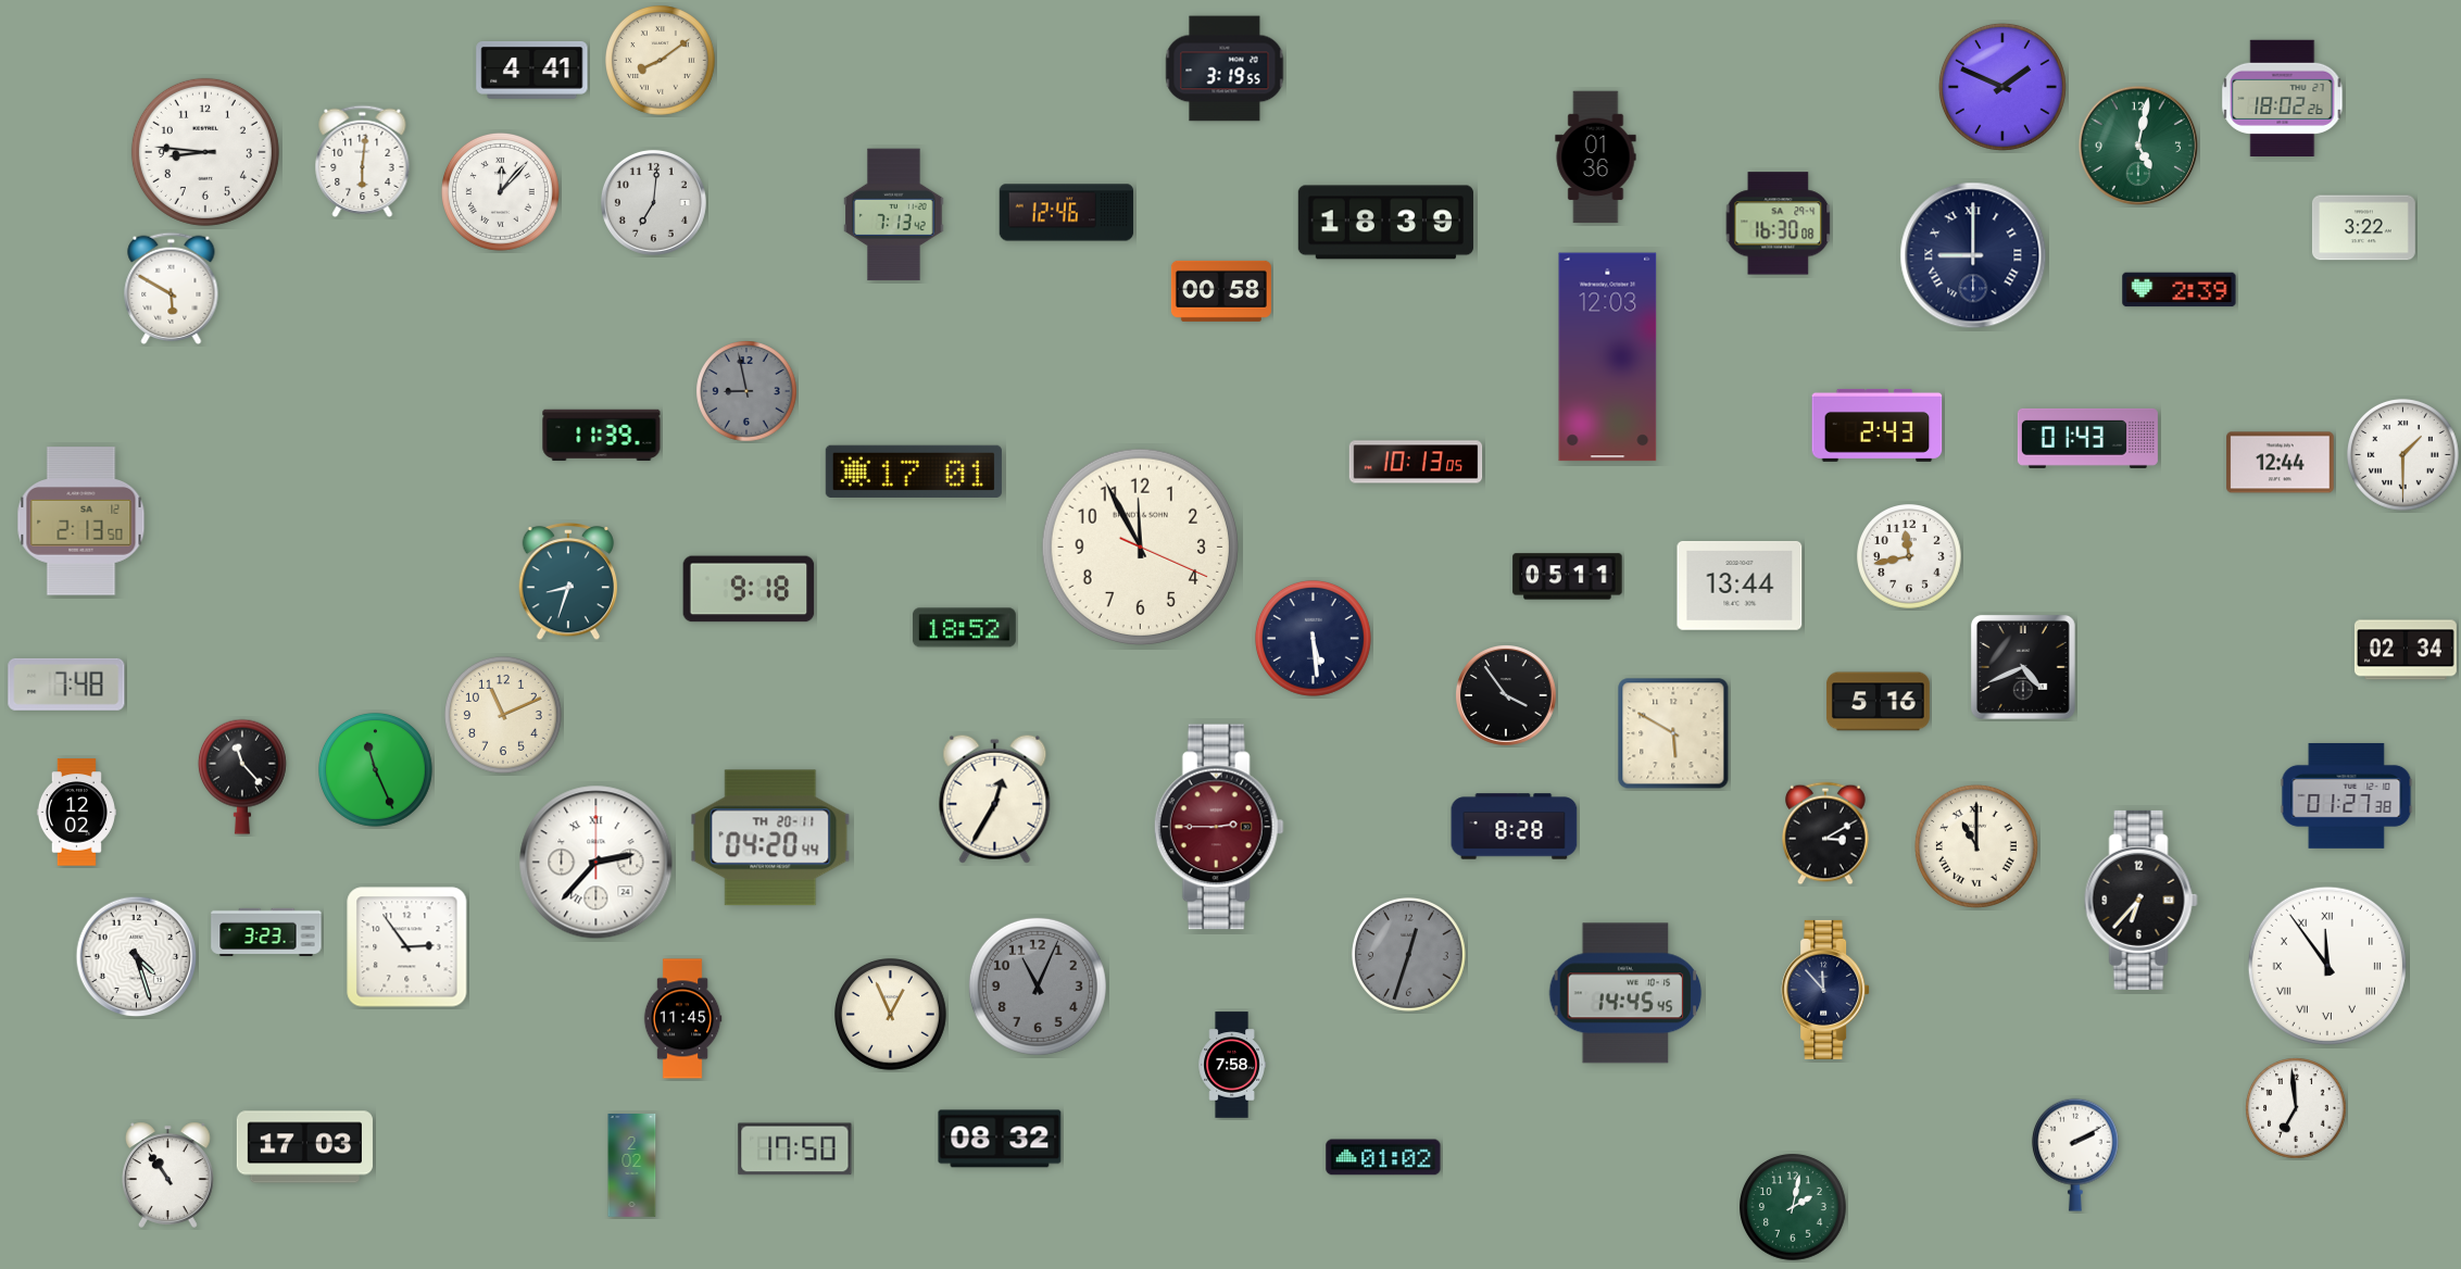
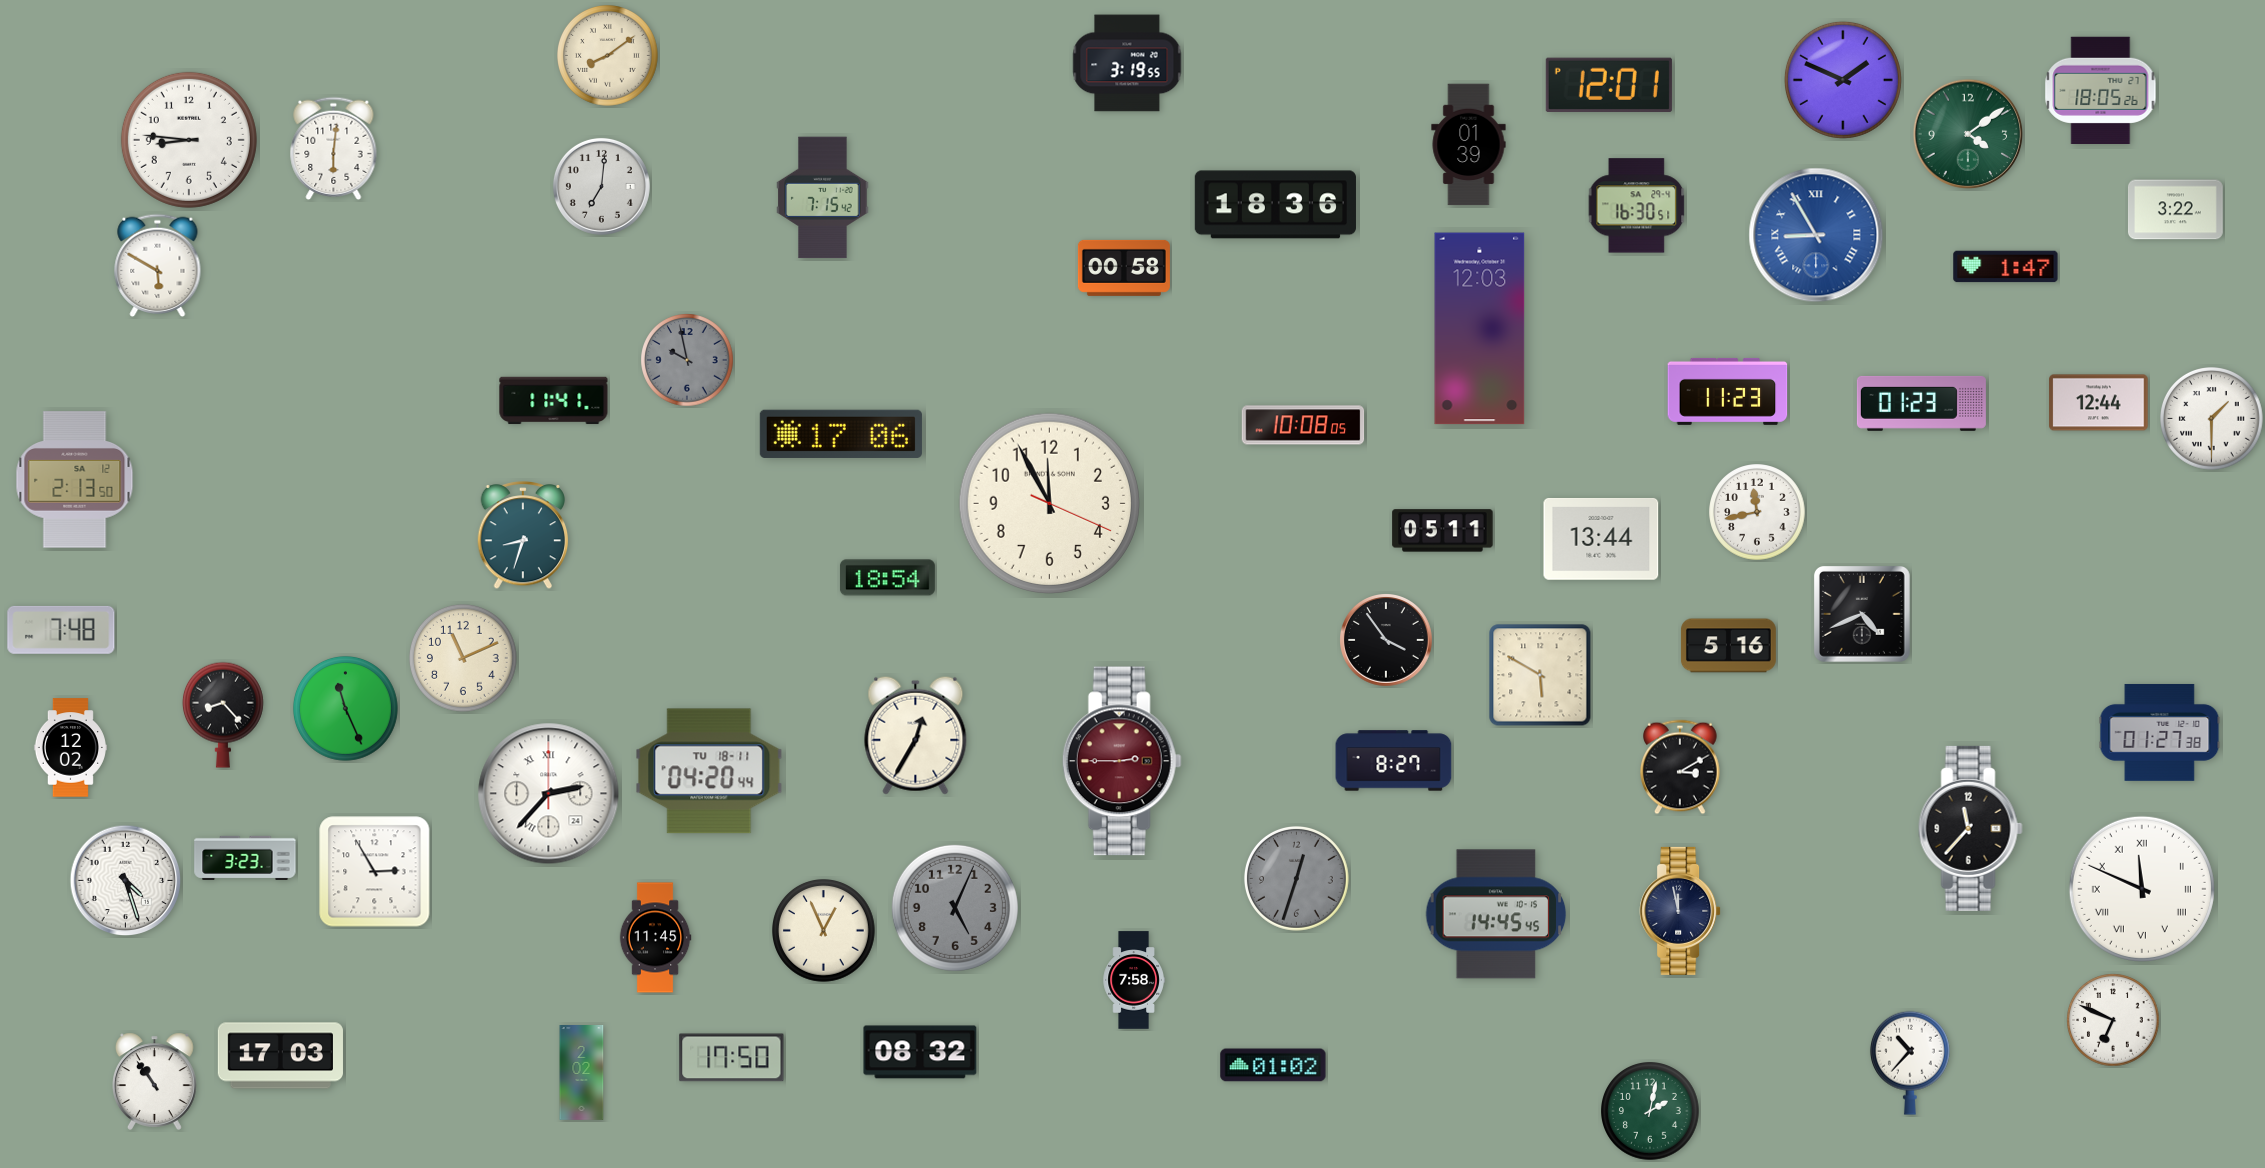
clock at (532, 70): 4:41 -> none
clock at (1609, 84): none -> 12:01
clock at (2283, 98): 18:02 -> 18:05
clock at (2138, 146): 5:02 -> 4:09
clock at (1596, 158): 01:36 -> 01:39
clock at (500, 191): 12:07 -> none
clock at (1067, 213): 12:46 -> none
clock at (894, 215): 7:13 -> 7:15
clock at (1385, 223): 18:39 -> 18:36
clock at (1779, 224): 16:30:08 -> 16:30:51
clock at (1973, 255): 9:00 -> 8:55
clock at (1973, 255) dial: navy -> blue
clock at (2180, 290): 2:39 -> 1:47
clock at (746, 391): 8:58 -> 9:58
clock at (1878, 425): 2:43 -> 11:23
clock at (602, 436): 11:39 -> 11:41
clock at (2087, 438): 01:43 -> 01:23
clock at (1416, 462): 10:13 -> 10:08
clock at (2281, 463) position: (2281, 463) -> (2099, 403)
clock at (914, 472): 17:01 -> 17:06
clock at (749, 589): 9:18 -> none
clock at (964, 628): 18:52 -> 18:54
clock at (1313, 638): 5:29 -> none
clock at (2406, 650): 02:34 -> none
clock at (242, 777): 11:23 -> 8:23
clock at (1515, 827): 8:28 -> 8:27
clock at (770, 838) date: TH 20-11 -> TU 18-11
clock at (1976, 846): 11:00 -> none
clock at (2140, 900): 6:37 -> 11:37
clock at (407, 947): 2:54 -> 2:55
clock at (2327, 966): 11:54 -> 11:49
clock at (1038, 987): 11:04 -> 5:04
clock at (1825, 990): 11:53 -> 11:58
clock at (891, 1015) position: (891, 1015) -> (824, 931)
clock at (682, 1019) position: (682, 1019) -> (655, 938)
clock at (2296, 1108): 6:59 -> 6:49
clock at (1000, 1139) position: (1000, 1139) -> (920, 1052)
clock at (2075, 1155): 2:10 -> 10:37
